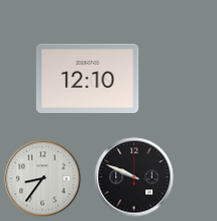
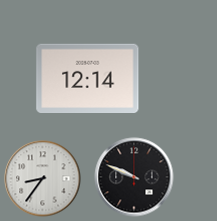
clock at (88, 79): 12:10 -> 12:14
